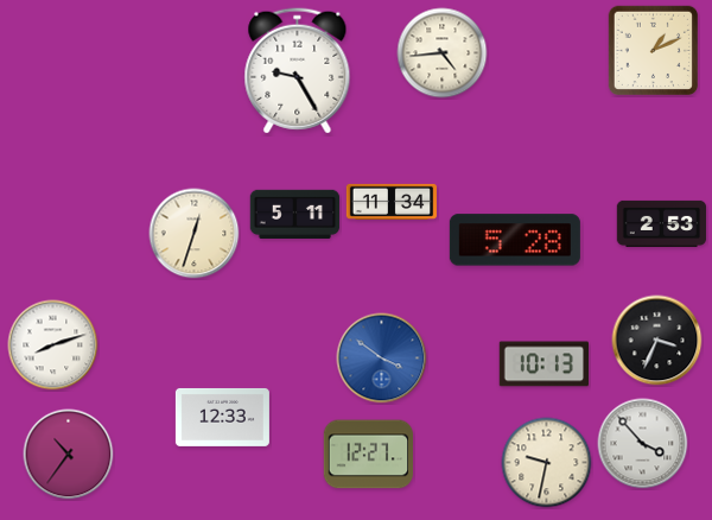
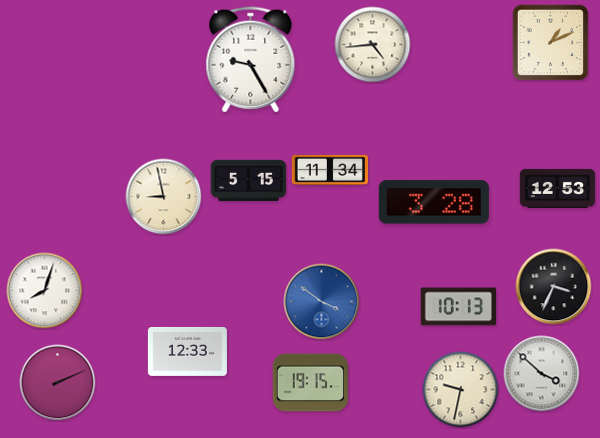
clock at (295, 214): 5:11 -> 5:15
clock at (662, 223): 2:53 -> 12:53
clock at (195, 234): 12:33 -> 8:58
clock at (515, 240): 5:28 -> 3:28
clock at (53, 345): 8:12 -> 8:03
clock at (643, 444): 3:53 -> 3:52
clock at (69, 455): 10:36 -> 2:11
clock at (369, 455): 12:27 -> 19:15
